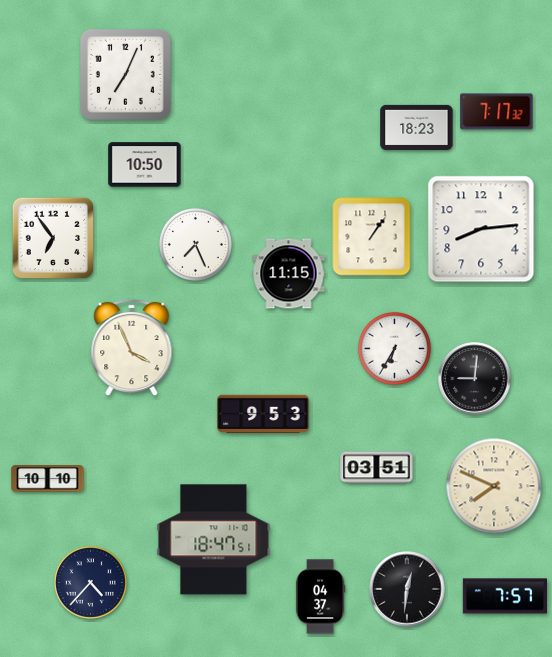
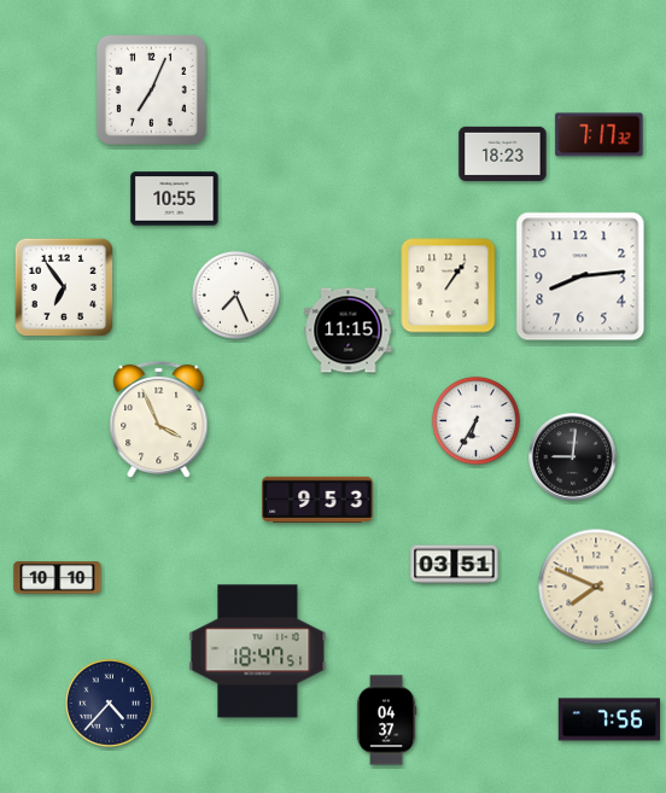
clock at (145, 165): 10:50 -> 10:55
clock at (407, 589): 12:31 -> none
clock at (505, 596): 7:57 -> 7:56
